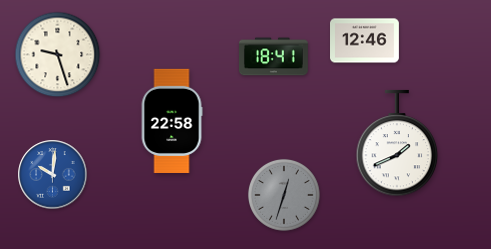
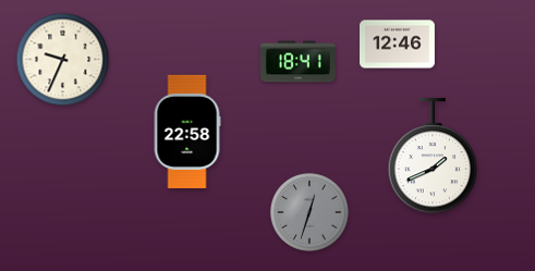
clock at (58, 55): 9:27 -> 9:34
clock at (53, 175): 10:01 -> none
